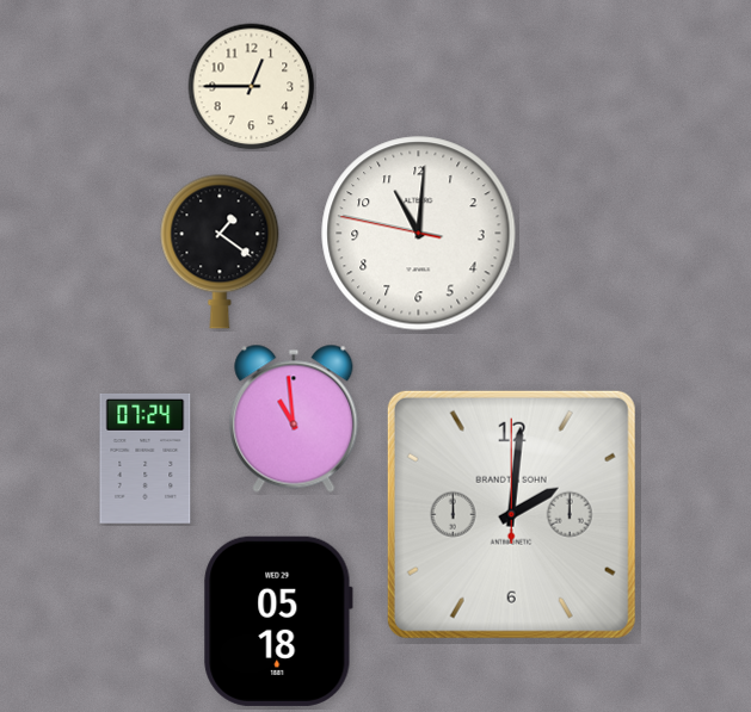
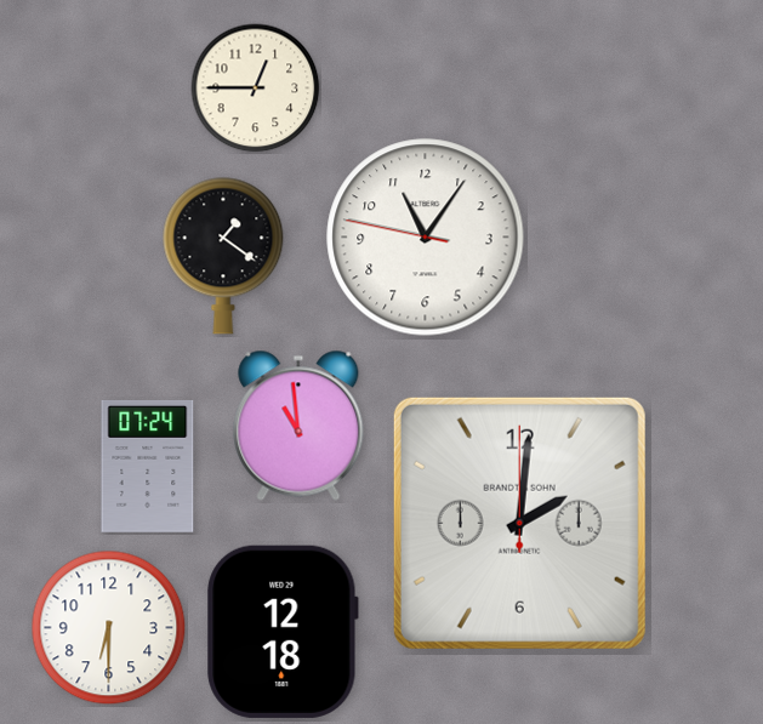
clock at (419, 234): 11:00 -> 11:05
clock at (109, 628): none -> 6:30
clock at (278, 621): 05:18 -> 12:18
